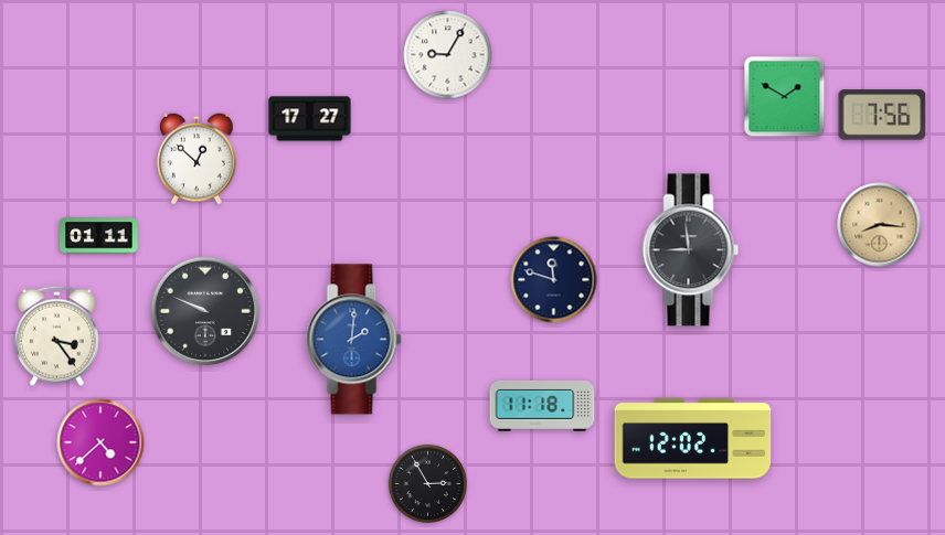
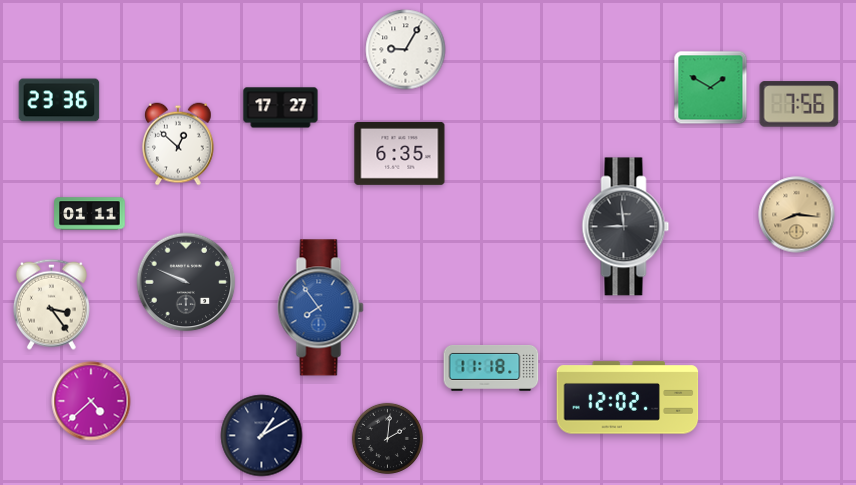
clock at (59, 100): none -> 23:36
clock at (400, 153): none -> 6:35
clock at (880, 225) position: (880, 225) -> (797, 215)
clock at (554, 280): 11:48 -> none
clock at (354, 340): 2:01 -> 7:54
clock at (262, 436): none -> 1:10
clock at (427, 483): 2:55 -> 2:01
